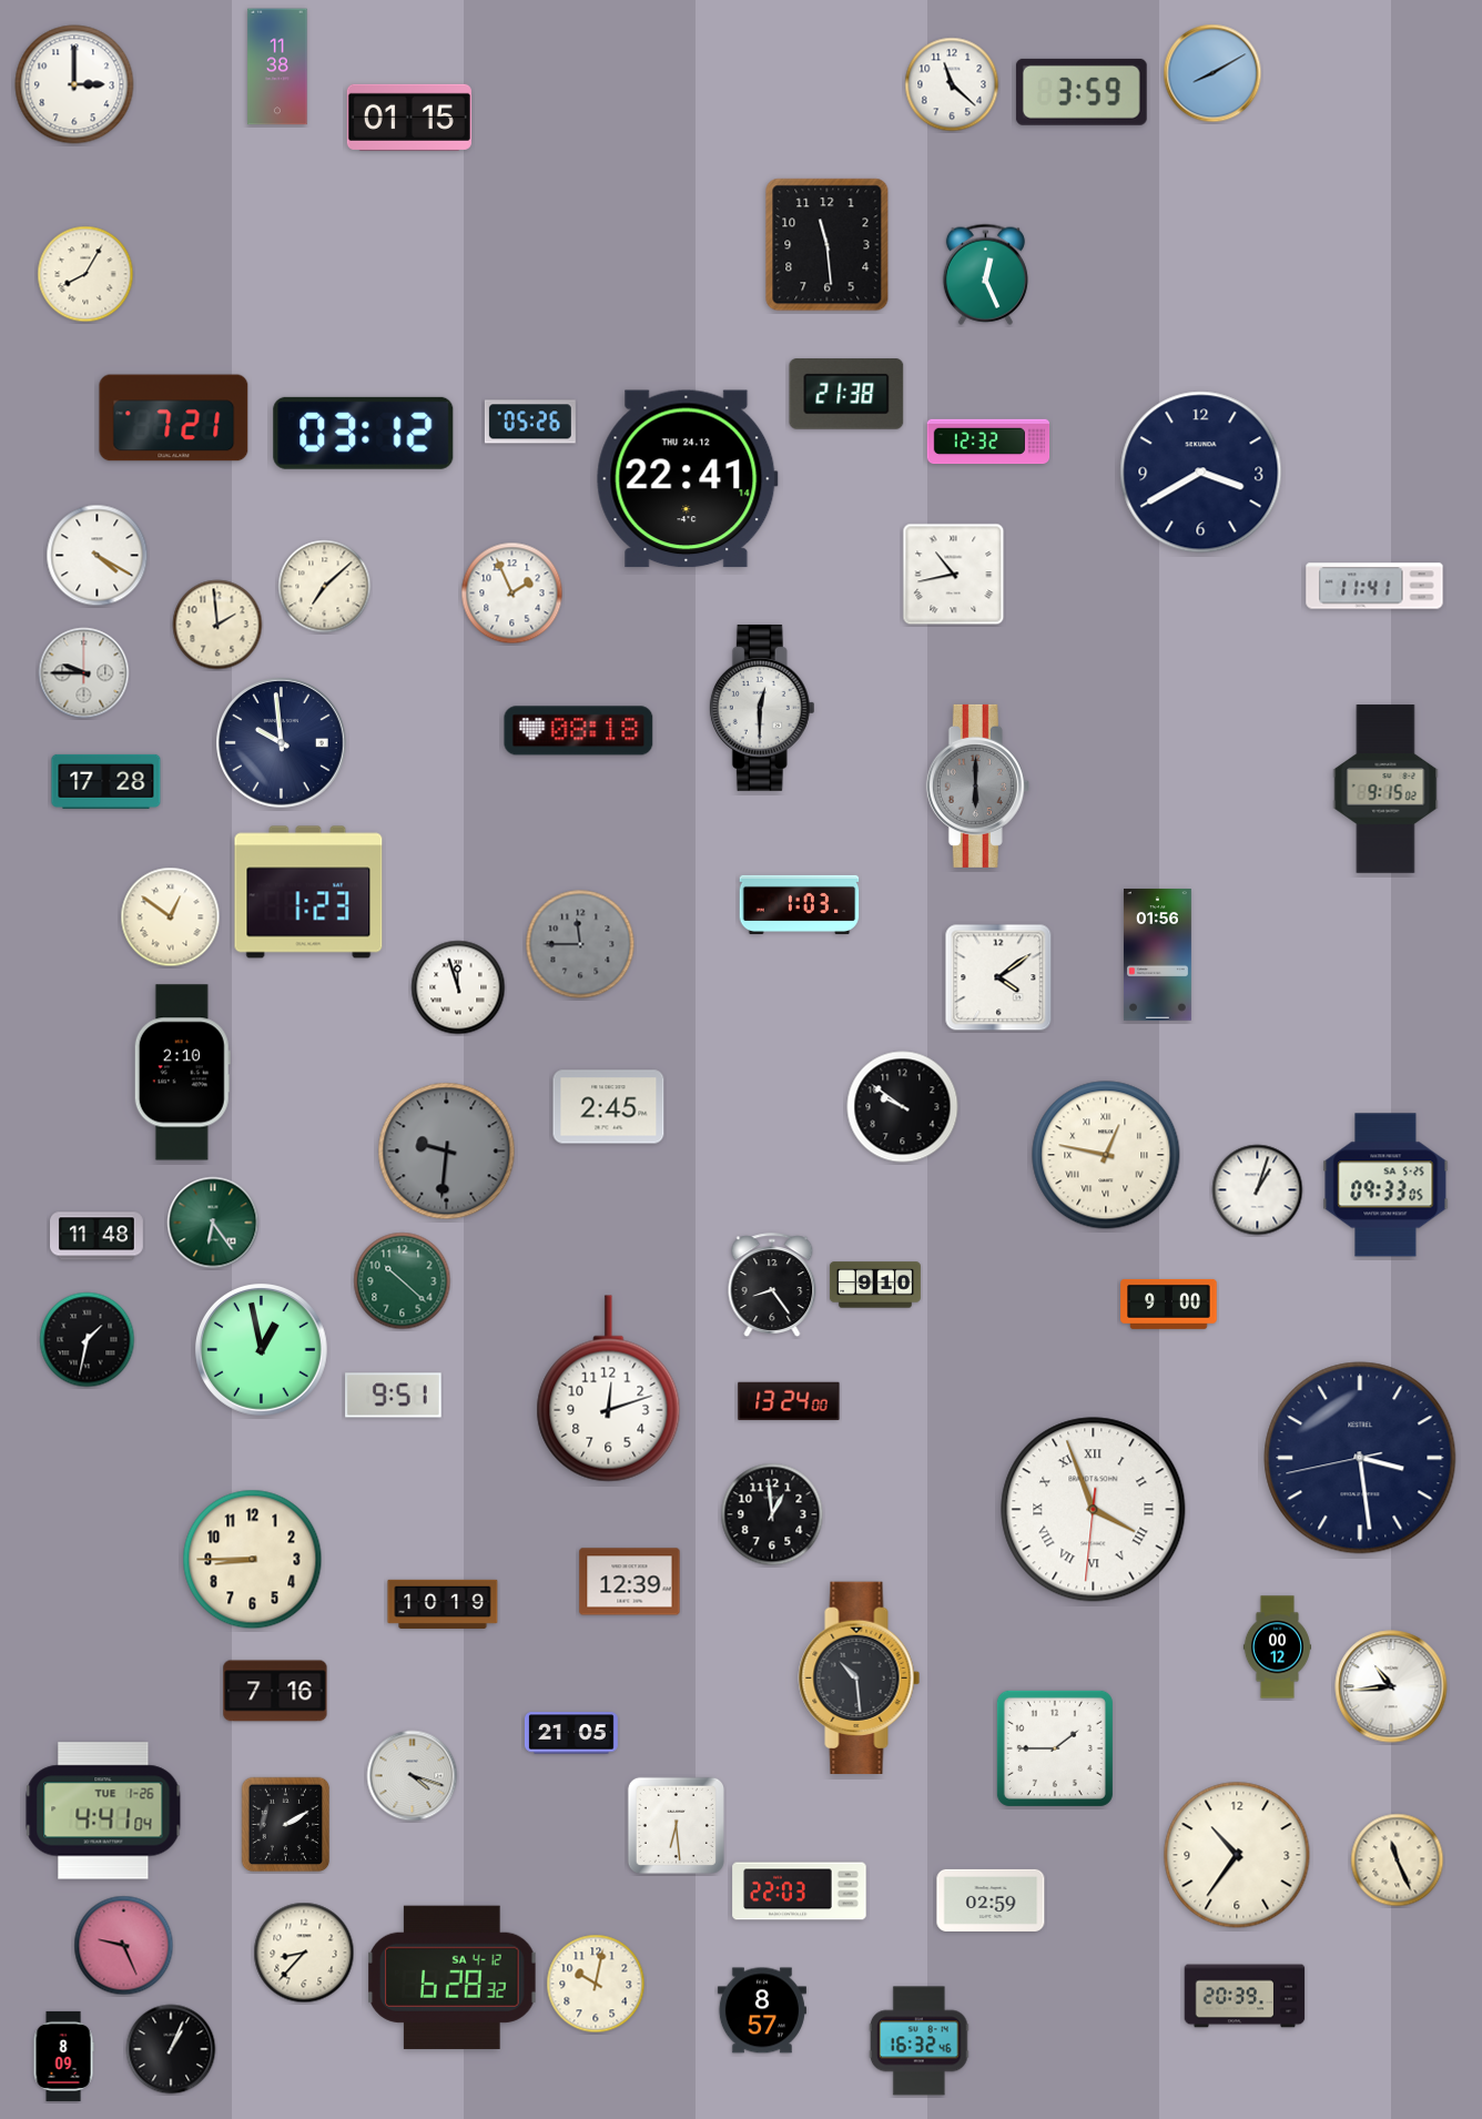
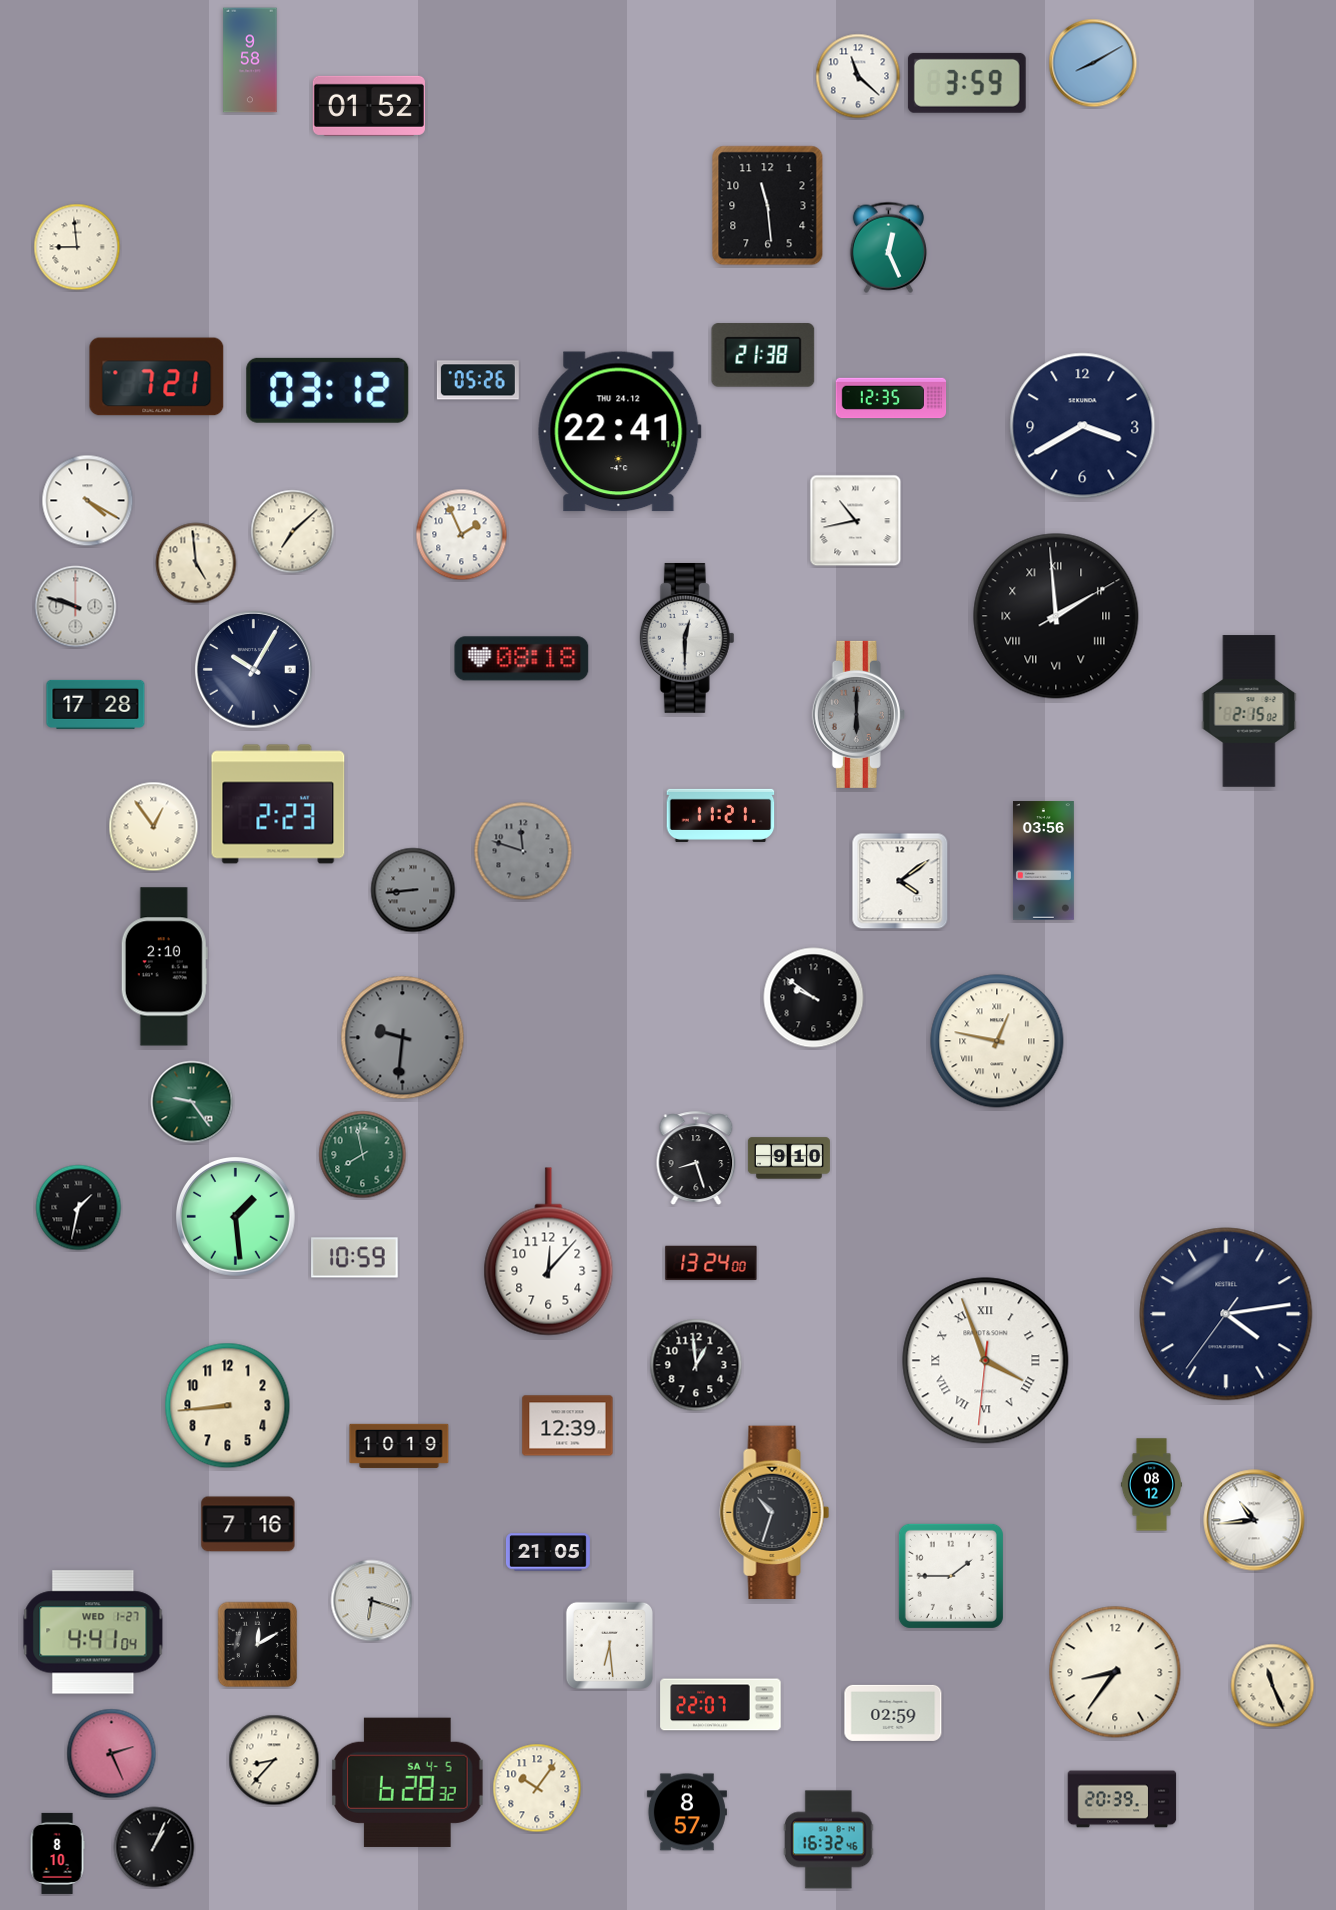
clock at (277, 67): 11:38 -> 9:58
clock at (1212, 73) position: (1212, 73) -> (1093, 63)
clock at (74, 84): 3:00 -> none
clock at (1082, 92) position: (1082, 92) -> (967, 83)
clock at (409, 118): 01:15 -> 01:52
clock at (828, 245) position: (828, 245) -> (768, 206)
clock at (85, 274): 8:05 -> 8:59
clock at (988, 442): 12:32 -> 12:35
clock at (954, 575) position: (954, 575) -> (856, 521)
clock at (1374, 586): 11:41 -> none
clock at (325, 587) position: (325, 587) -> (293, 532)
clock at (217, 625): 1:59 -> 4:59
clock at (84, 673): 9:45 -> 9:48
clock at (1056, 616): none -> 1:59
clock at (282, 743): 9:59 -> 10:05
clock at (977, 785) position: (977, 785) -> (858, 714)
clock at (1385, 789): 9:15 -> 2:15
clock at (308, 892): 1:23 -> 2:23
clock at (800, 904): 1:03 -> 11:21
clock at (171, 917): 12:51 -> 12:54
clock at (580, 944): 11:45 -> 11:48
clock at (1157, 955): 01:56 -> 03:56
clock at (458, 987): 11:57 -> 8:44
clock at (458, 987) dial: white -> grey
clock at (609, 1107): 2:45 -> none
clock at (1385, 1185): 09:33 -> none
clock at (1258, 1190): 1:03 -> none
clock at (213, 1223): 6:24 -> 9:24
clock at (98, 1236): 11:48 -> none
clock at (403, 1281): 10:22 -> 7:58
clock at (772, 1285): 8:24 -> 8:27
clock at (1169, 1304): 9:00 -> none
clock at (262, 1350): 12:58 -> 1:29
clock at (609, 1389): 12:12 -> 12:07
clock at (394, 1396): 9:51 -> 10:59
clock at (1360, 1458): 3:28 -> 4:13
clock at (253, 1560): 8:45 -> 8:44
clock at (1277, 1647): 00:12 -> 08:12
clock at (860, 1677): 10:29 -> 10:33
clock at (571, 1733) position: (571, 1733) -> (548, 1552)
clock at (413, 1776): 4:18 -> 6:18
clock at (103, 1811) date: TUE 1-26 -> WED 1-27
clock at (286, 1825): 2:10 -> 12:10
clock at (1237, 1855): 10:36 -> 8:36
clock at (1398, 1861) position: (1398, 1861) -> (1273, 1686)
clock at (800, 1892): 22:03 -> 22:07
clock at (124, 1946): 9:26 -> 2:26
clock at (453, 1977) date: SA 4-12 -> SA 4-5
clock at (596, 1984): 10:02 -> 10:06
clock at (63, 2056): 8:09 -> 8:10
